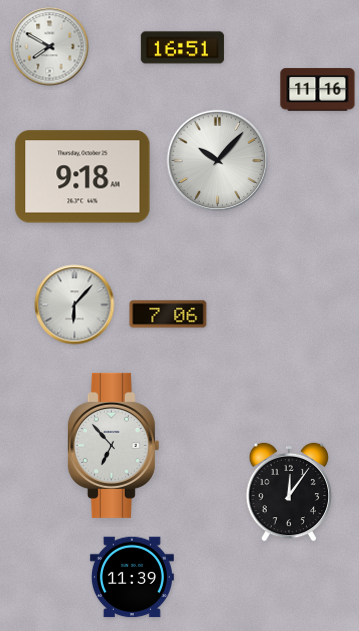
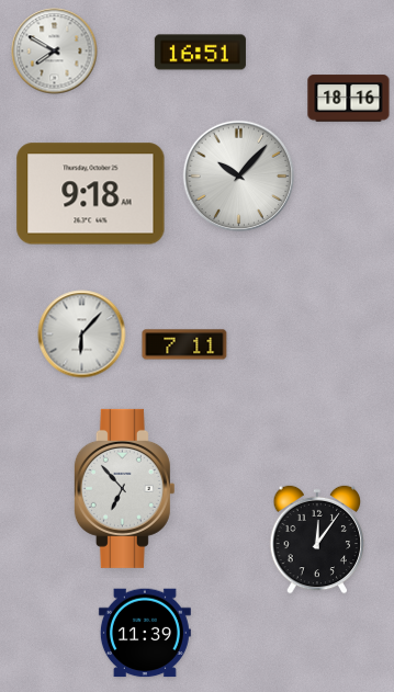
clock at (318, 90): 11:16 -> 18:16
clock at (168, 314): 7:06 -> 7:11
